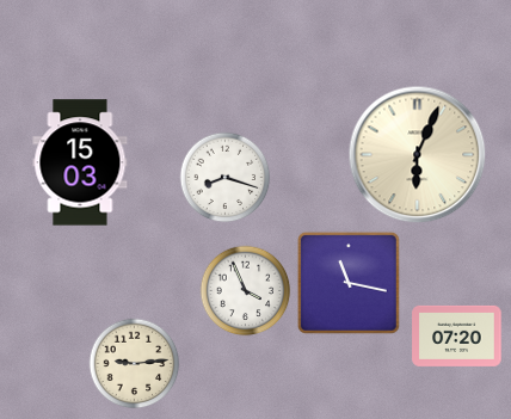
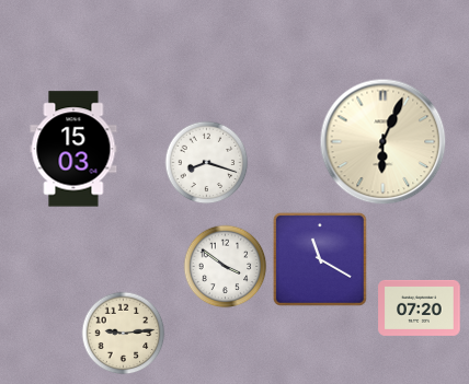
clock at (349, 283): 11:17 -> 11:20
clock at (246, 291): 3:56 -> 3:51
